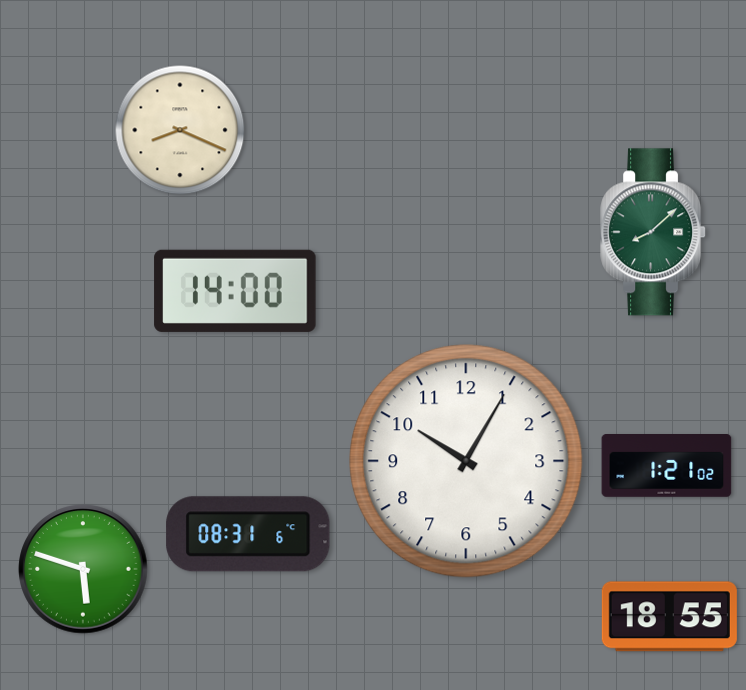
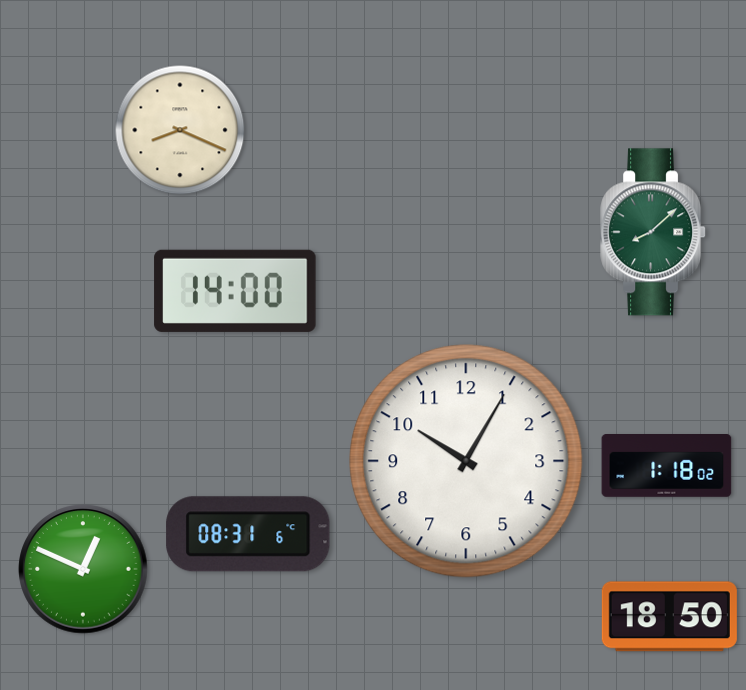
clock at (667, 466): 1:21 -> 1:18
clock at (83, 569): 5:48 -> 12:49
clock at (669, 617): 18:55 -> 18:50
